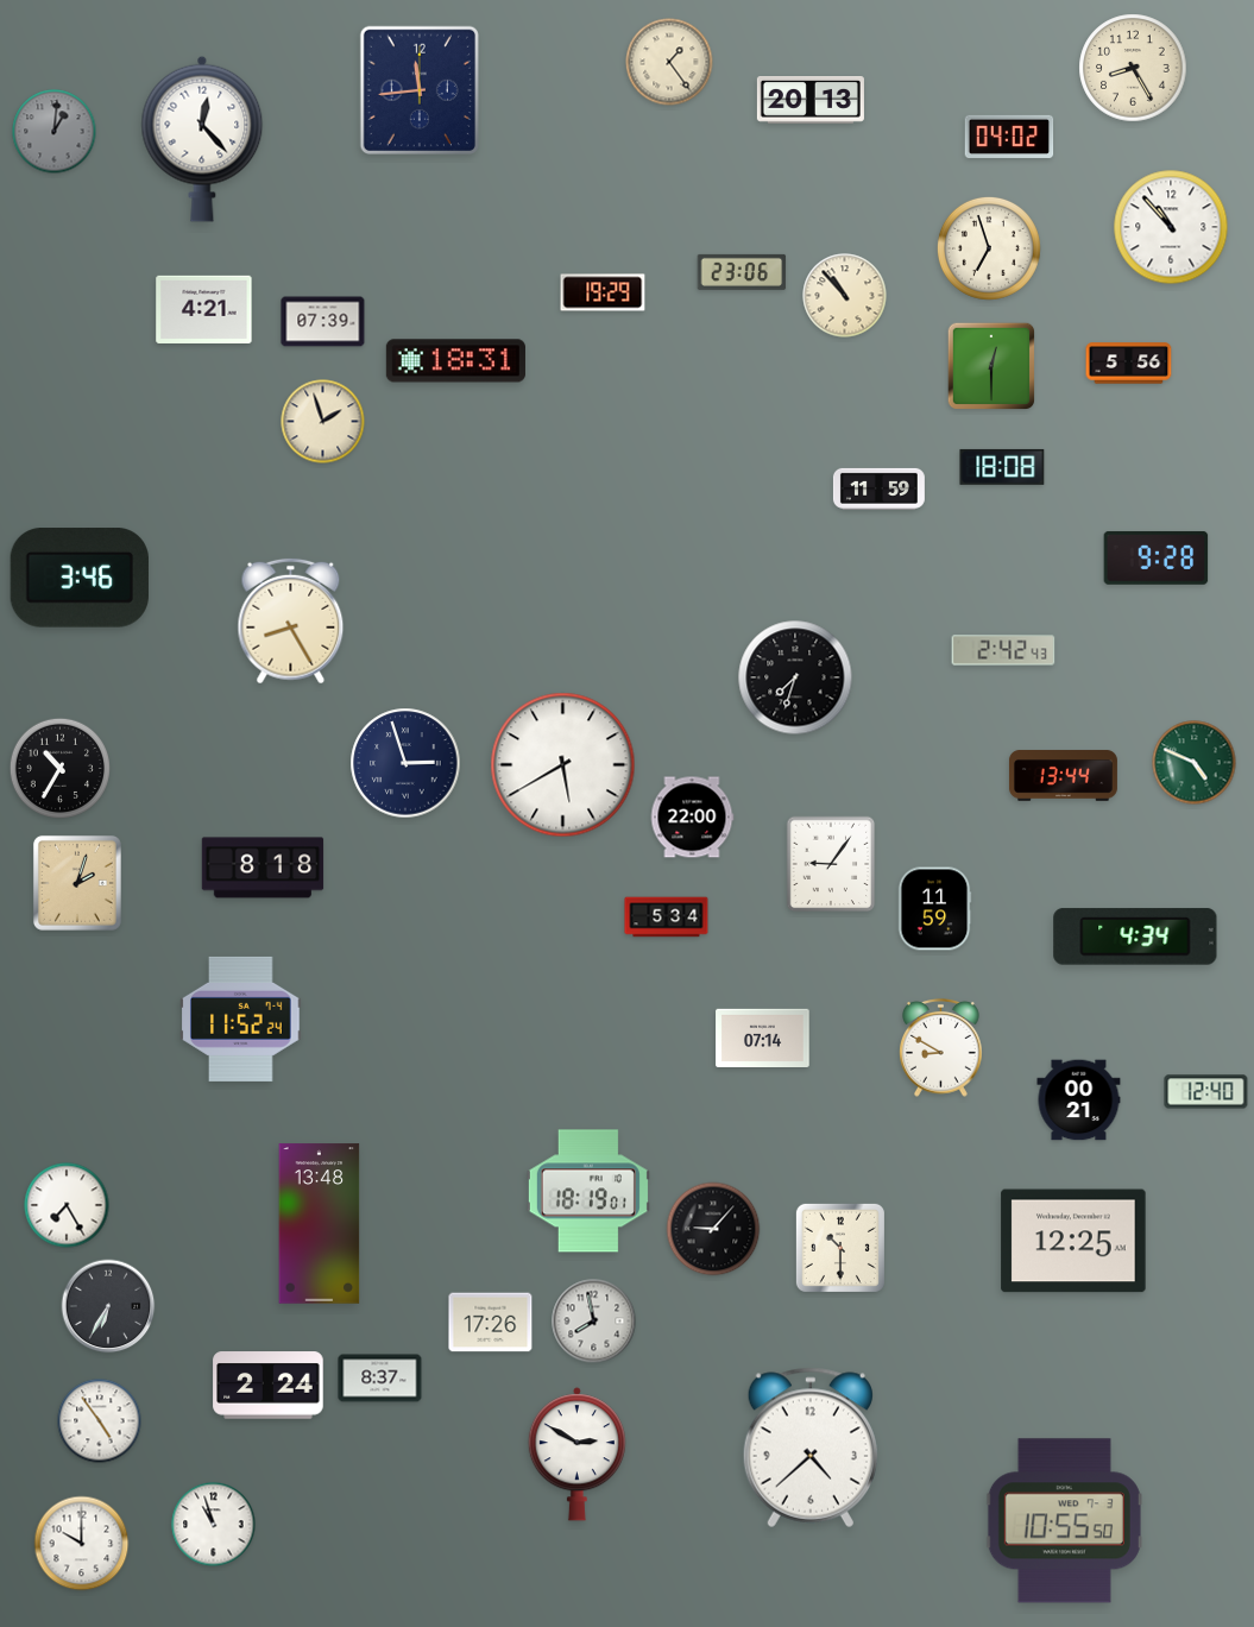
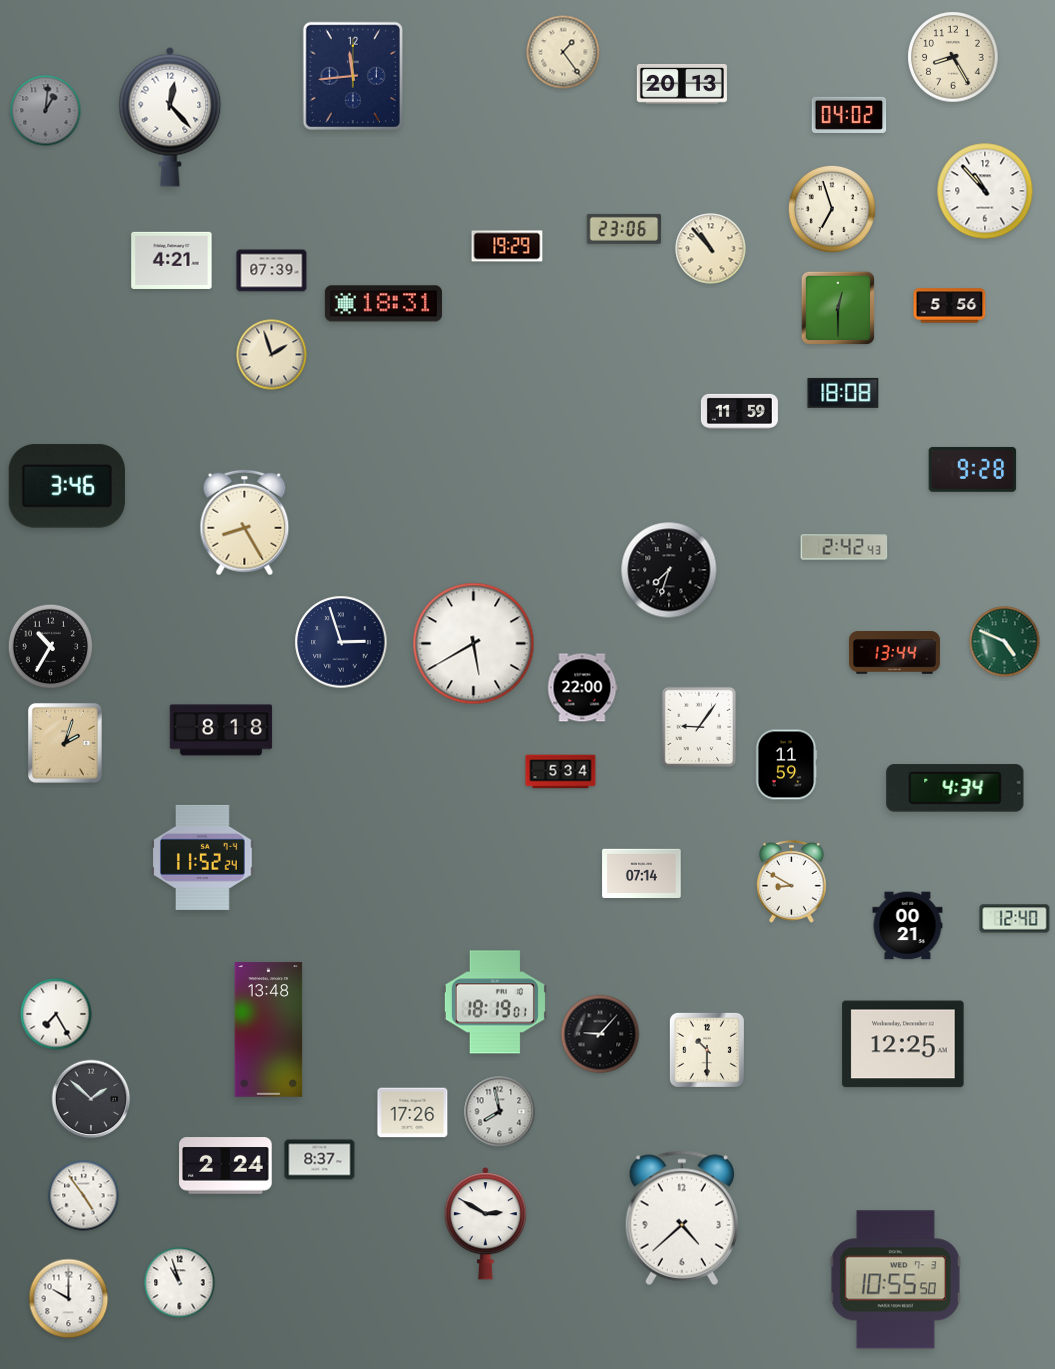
clock at (991, 366) position: (991, 366) -> (838, 308)
clock at (108, 1306): 6:35 -> 1:52
